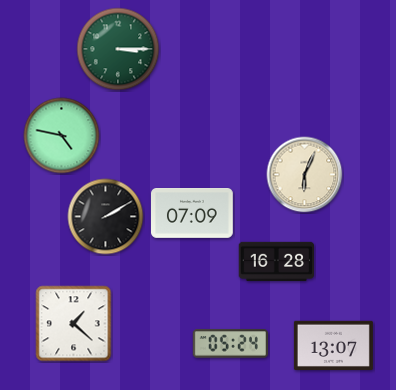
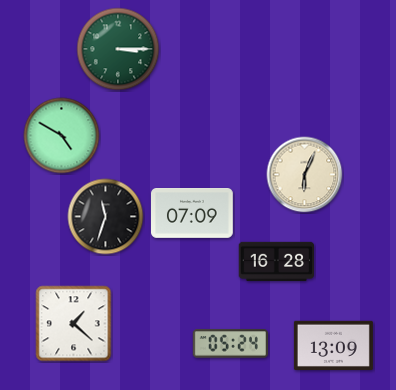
clock at (62, 136): 4:47 -> 4:50
clock at (106, 217): 2:10 -> 11:33
clock at (333, 345): 13:07 -> 13:09
